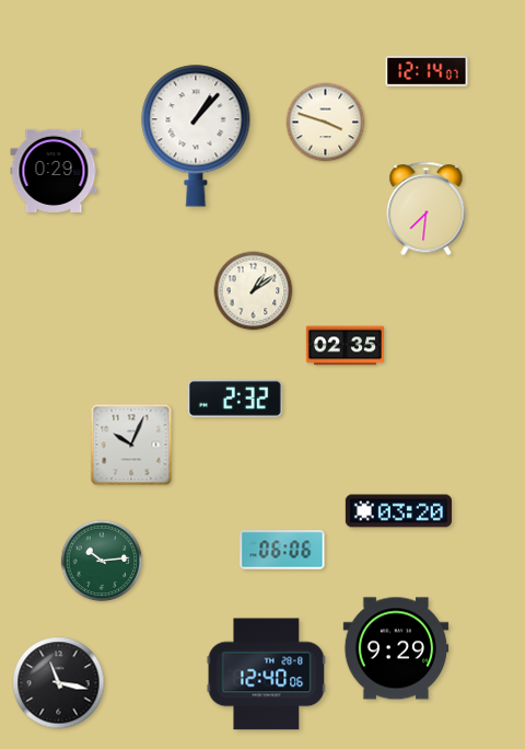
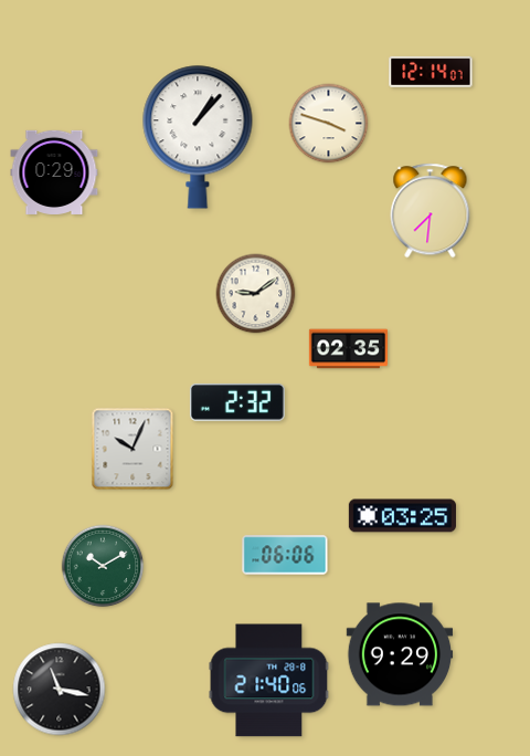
clock at (254, 291): 1:09 -> 9:09
clock at (398, 511): 03:20 -> 03:25
clock at (102, 561): 10:14 -> 10:10
clock at (267, 675): 12:40 -> 21:40
